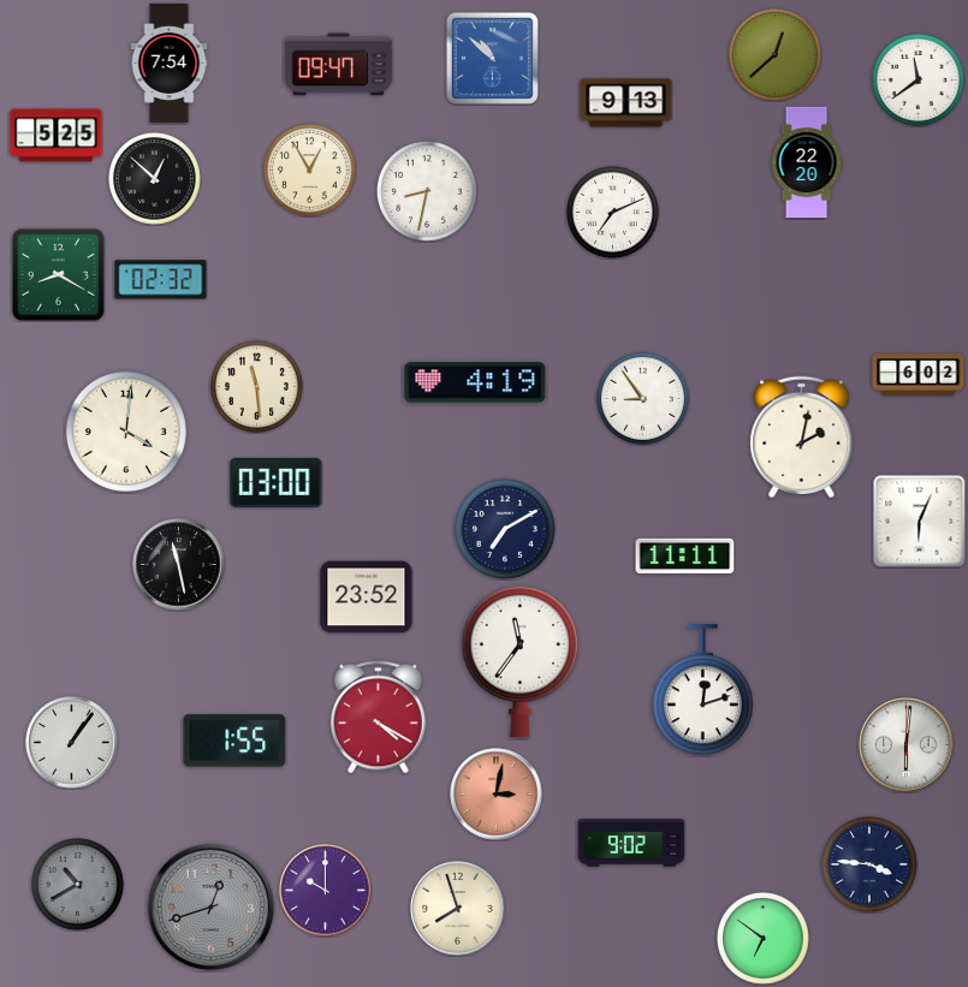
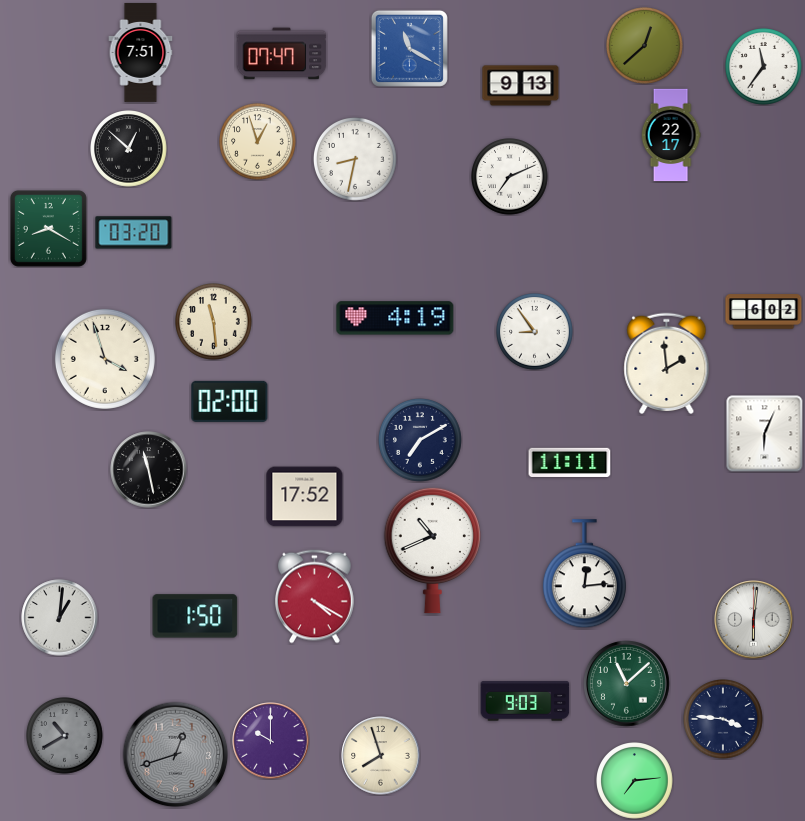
clock at (492, 58): 10:52 -> 11:20
clock at (170, 64): 7:54 -> 7:51
clock at (339, 65): 09:47 -> 07:47
clock at (919, 81): 11:39 -> 11:36
clock at (57, 136): 5:25 -> none
clock at (807, 162): 22:20 -> 22:17
clock at (310, 171): 12:55 -> 12:57
clock at (161, 280): 02:32 -> 03:20
clock at (126, 432): 4:01 -> 3:57
clock at (802, 438): 2:02 -> 1:59
clock at (277, 482): 03:00 -> 02:00
clock at (367, 597): 23:52 -> 17:52
clock at (519, 661): 11:36 -> 10:41
clock at (702, 690): 12:12 -> 12:14
clock at (234, 741): 1:55 -> 1:50
clock at (72, 743): 1:06 -> 1:01
clock at (497, 795): 3:02 -> none
clock at (627, 684): none -> 11:08
clock at (631, 843): 9:02 -> 9:03
clock at (764, 939): 6:51 -> 7:14
